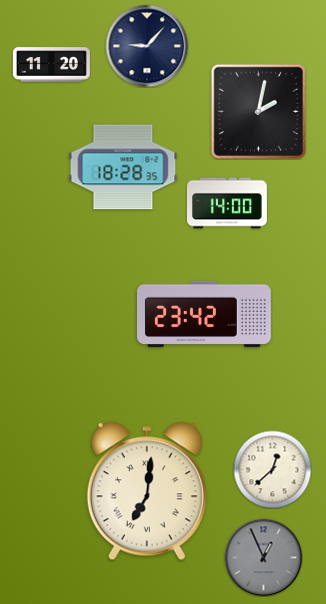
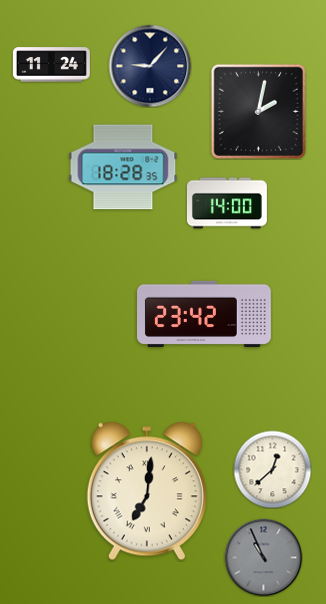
clock at (147, 46) position: (147, 46) -> (150, 66)
clock at (51, 65): 11:20 -> 11:24
clock at (263, 557): 12:56 -> 10:56
